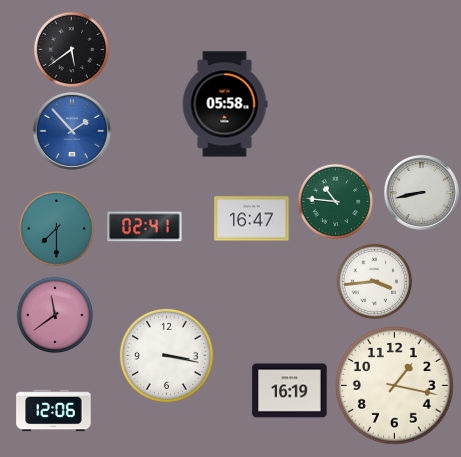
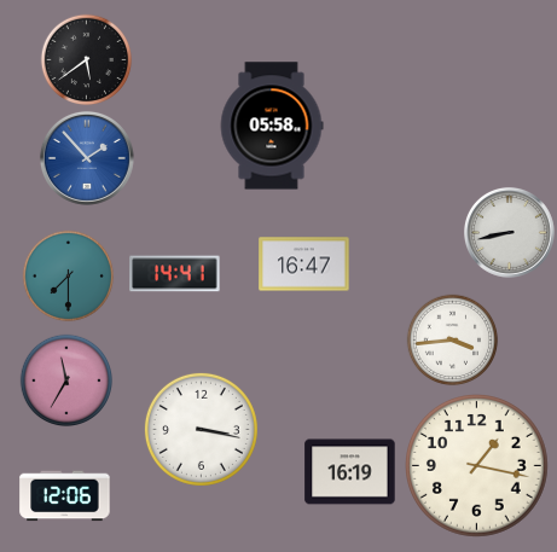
clock at (336, 202): 10:46 -> none
clock at (145, 227): 02:41 -> 14:41
clock at (55, 315): 11:39 -> 11:35
